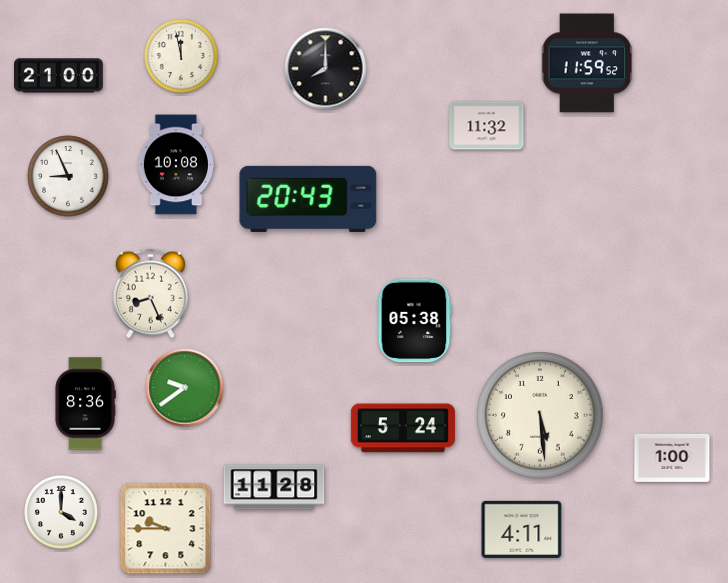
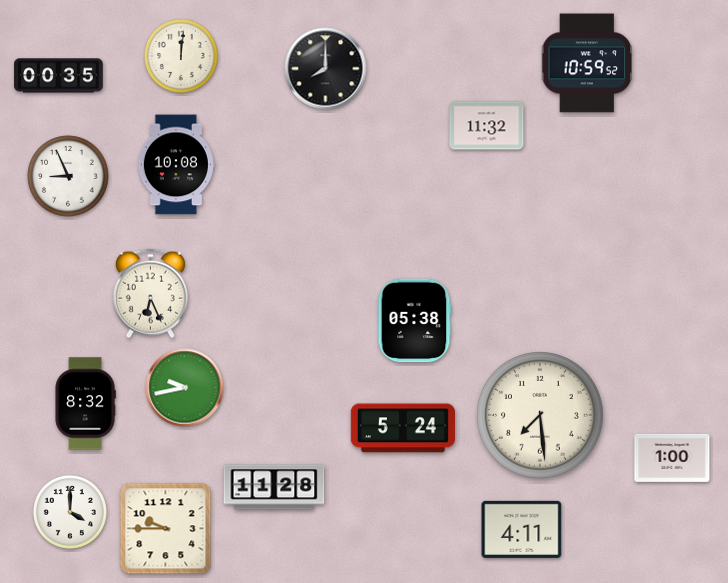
clock at (181, 56): 11:58 -> 12:01
clock at (587, 63): 11:59 -> 10:59
clock at (59, 76): 21:00 -> 00:35
clock at (308, 199): 20:43 -> none
clock at (150, 294): 8:26 -> 6:26
clock at (185, 388): 9:39 -> 9:43
clock at (85, 404): 8:36 -> 8:32
clock at (541, 416): 5:29 -> 7:29
clock at (61, 512) position: (61, 512) -> (70, 512)
